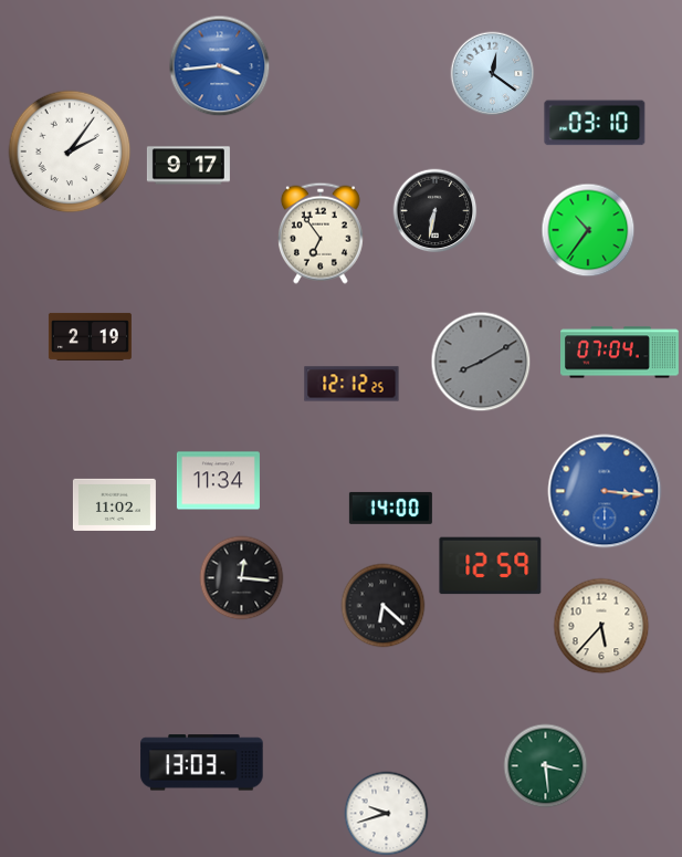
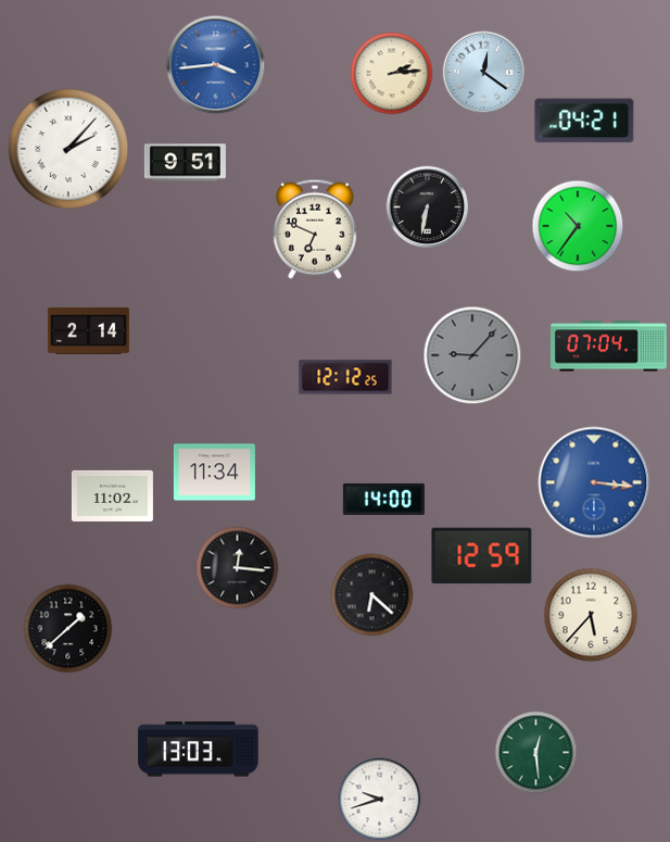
clock at (392, 74): none -> 2:14
clock at (595, 123): 03:10 -> 04:21
clock at (70, 151): 2:06 -> 2:07
clock at (188, 166): 9:17 -> 9:51
clock at (321, 233): 6:54 -> 6:49
clock at (90, 336): 2:19 -> 2:14
clock at (481, 362): 8:10 -> 9:07
clock at (384, 606) position: (384, 606) -> (372, 595)
clock at (68, 629): none -> 1:38
clock at (546, 766): 3:29 -> 12:29
